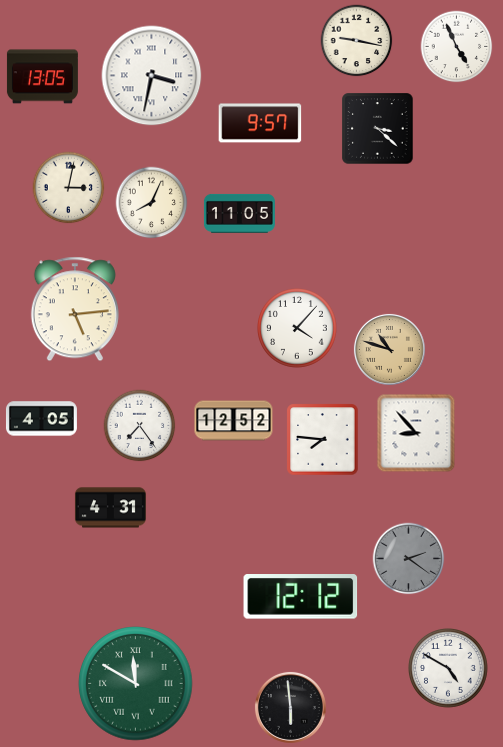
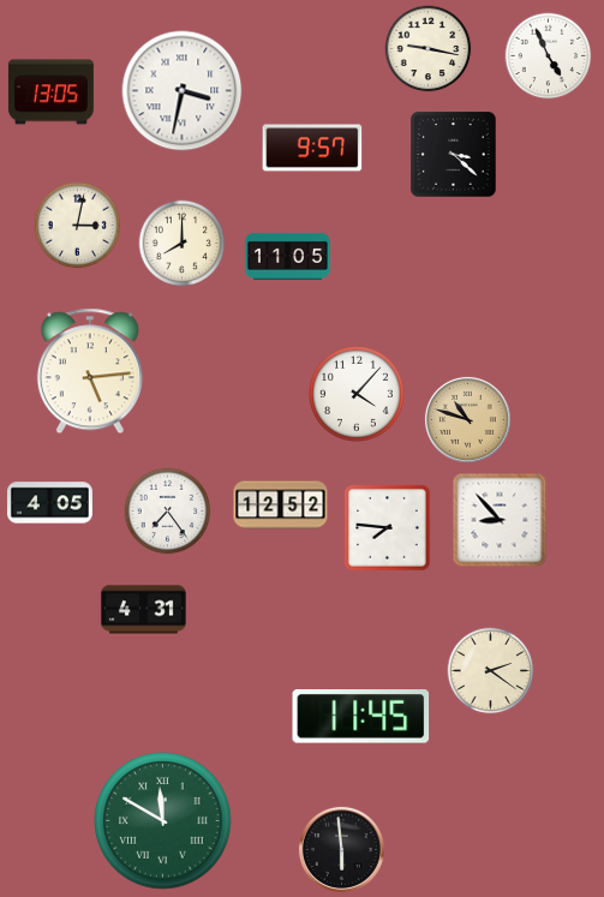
clock at (69, 188) position: (69, 188) -> (78, 226)
clock at (152, 203): 8:04 -> 8:00
clock at (110, 508) position: (110, 508) -> (143, 610)
clock at (409, 559) dial: grey -> cream
clock at (301, 597): 12:12 -> 11:45
clock at (449, 669): 4:50 -> none
clock at (290, 707) position: (290, 707) -> (341, 849)
